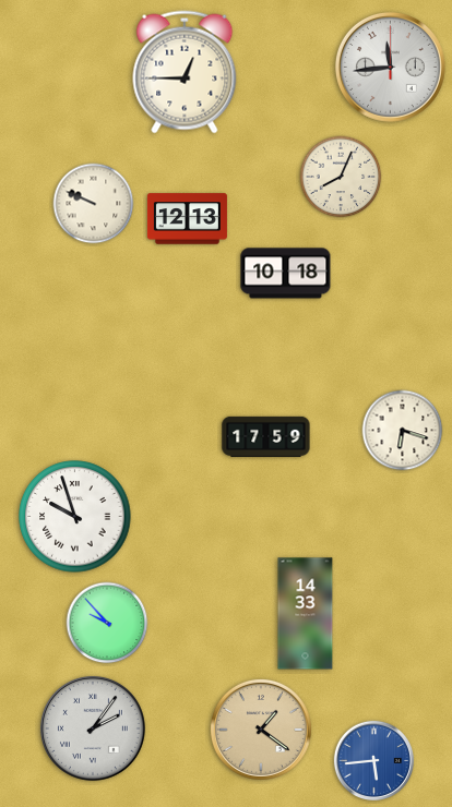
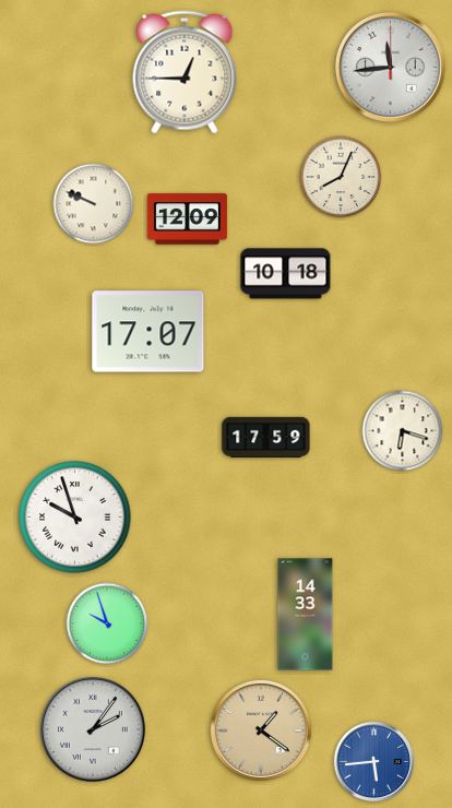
clock at (187, 219): 12:13 -> 12:09
clock at (148, 332): none -> 17:07
clock at (107, 623): 9:53 -> 9:57
